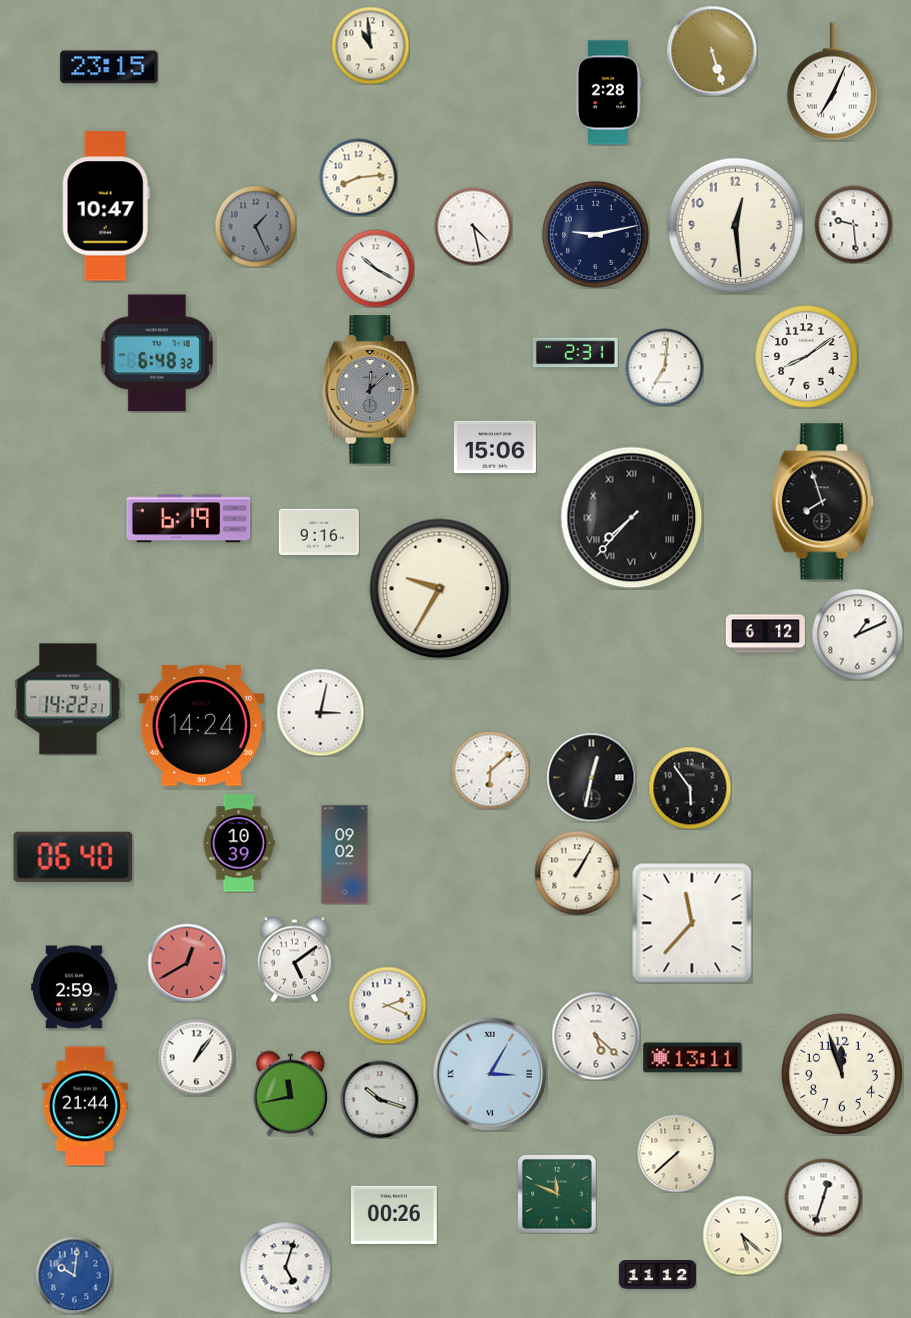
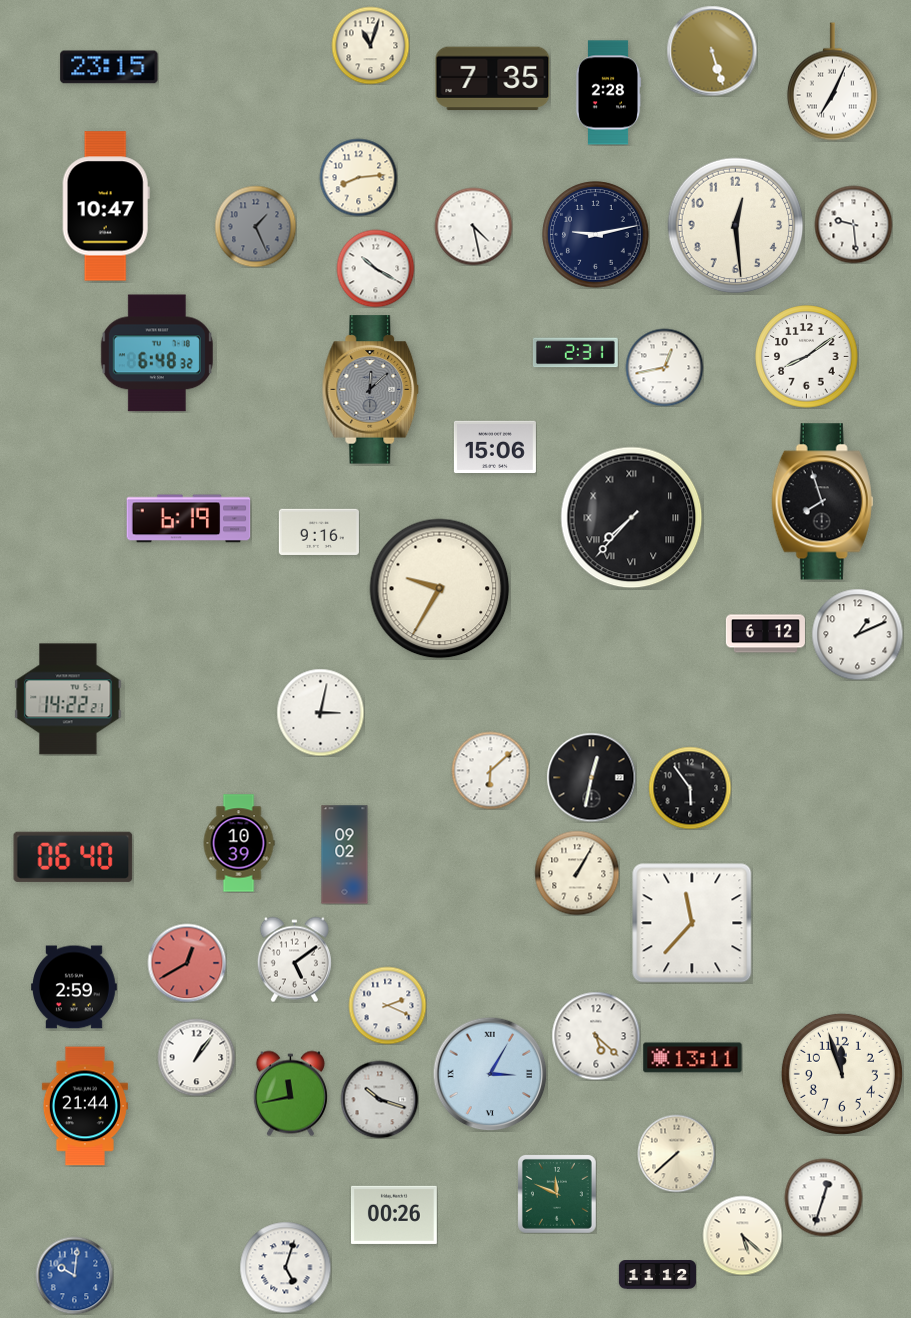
clock at (370, 45): 10:59 -> 11:03
clock at (493, 79): none -> 7:35
clock at (664, 367): 7:01 -> 12:43
clock at (202, 726): 14:24 -> none
